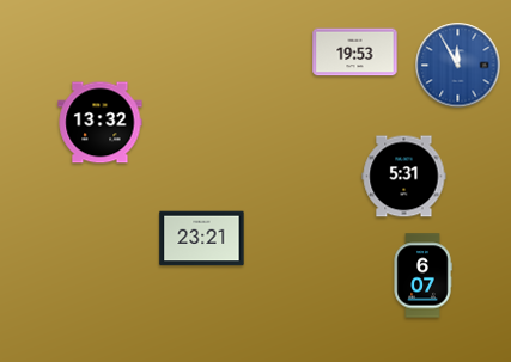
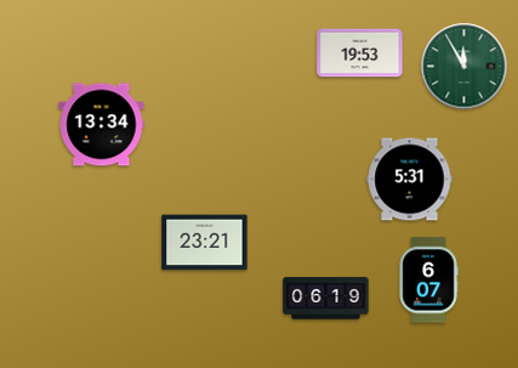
clock at (458, 66) dial: blue -> green
clock at (101, 123): 13:32 -> 13:34
clock at (326, 299): none -> 06:19
